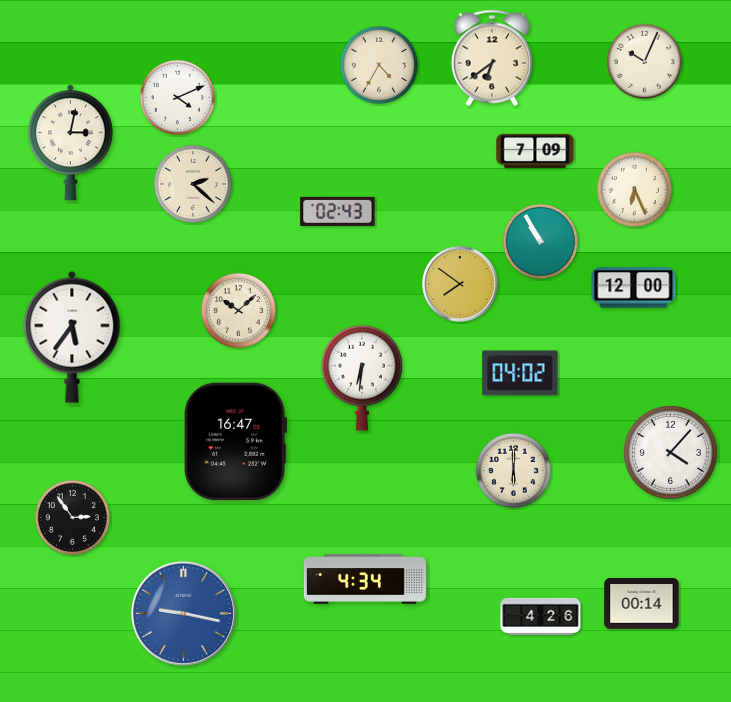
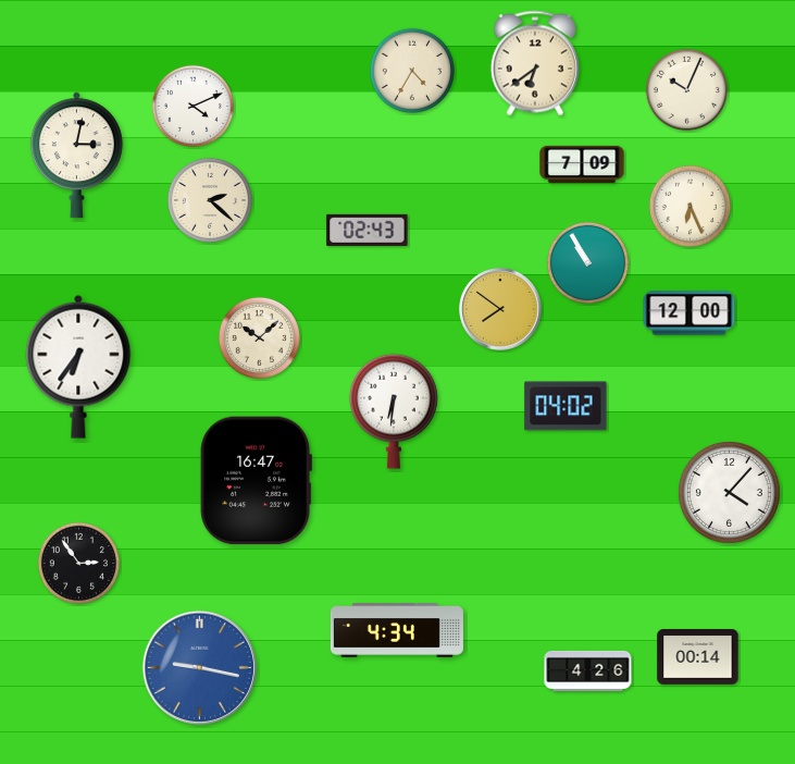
clock at (644, 61) position: (644, 61) -> (686, 89)
clock at (72, 337): 5:36 -> 6:36
clock at (513, 470): 6:00 -> none
